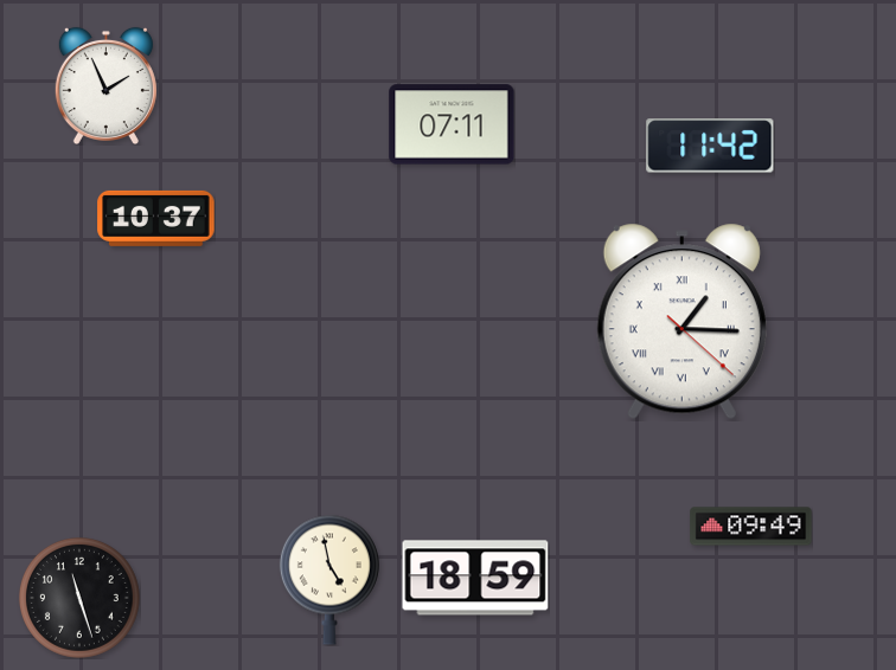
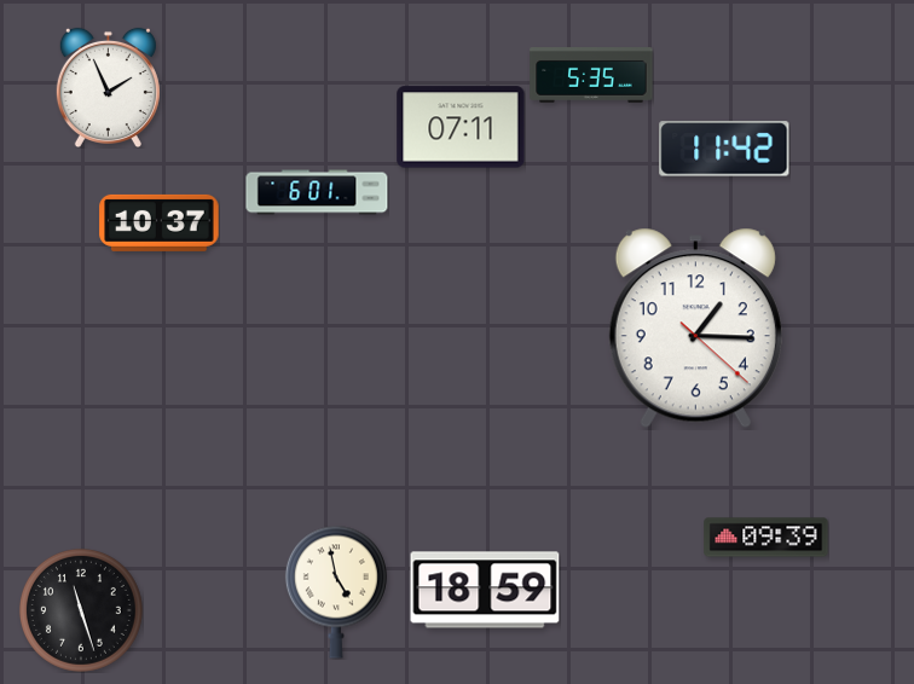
clock at (591, 76): none -> 5:35
clock at (317, 192): none -> 6:01
clock at (681, 322) numerals: Roman -> Arabic
clock at (751, 527): 09:49 -> 09:39
